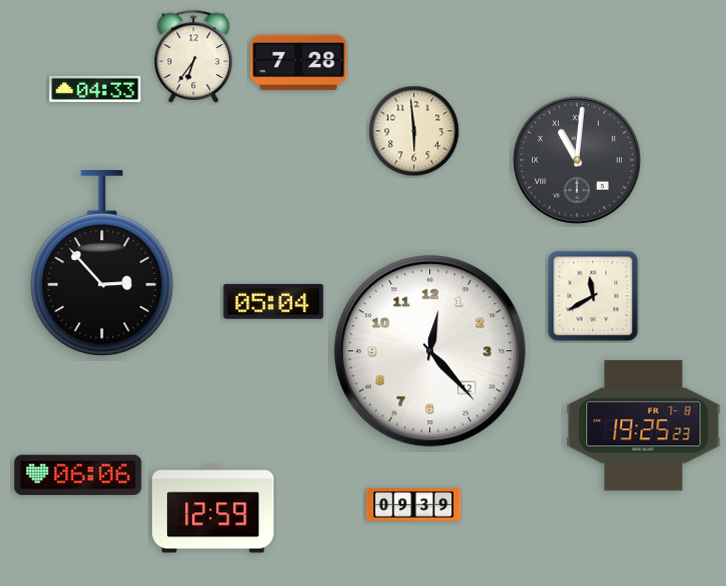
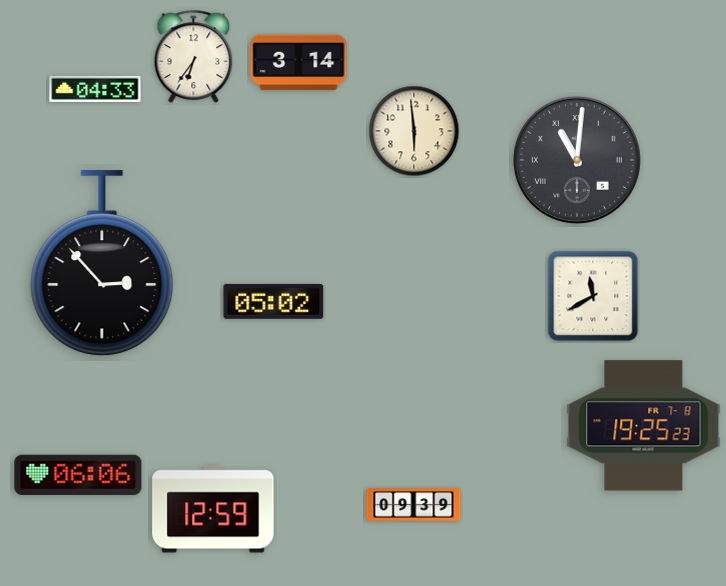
clock at (299, 63): 7:28 -> 3:14
clock at (274, 301): 05:04 -> 05:02
clock at (430, 351): 12:23 -> none
